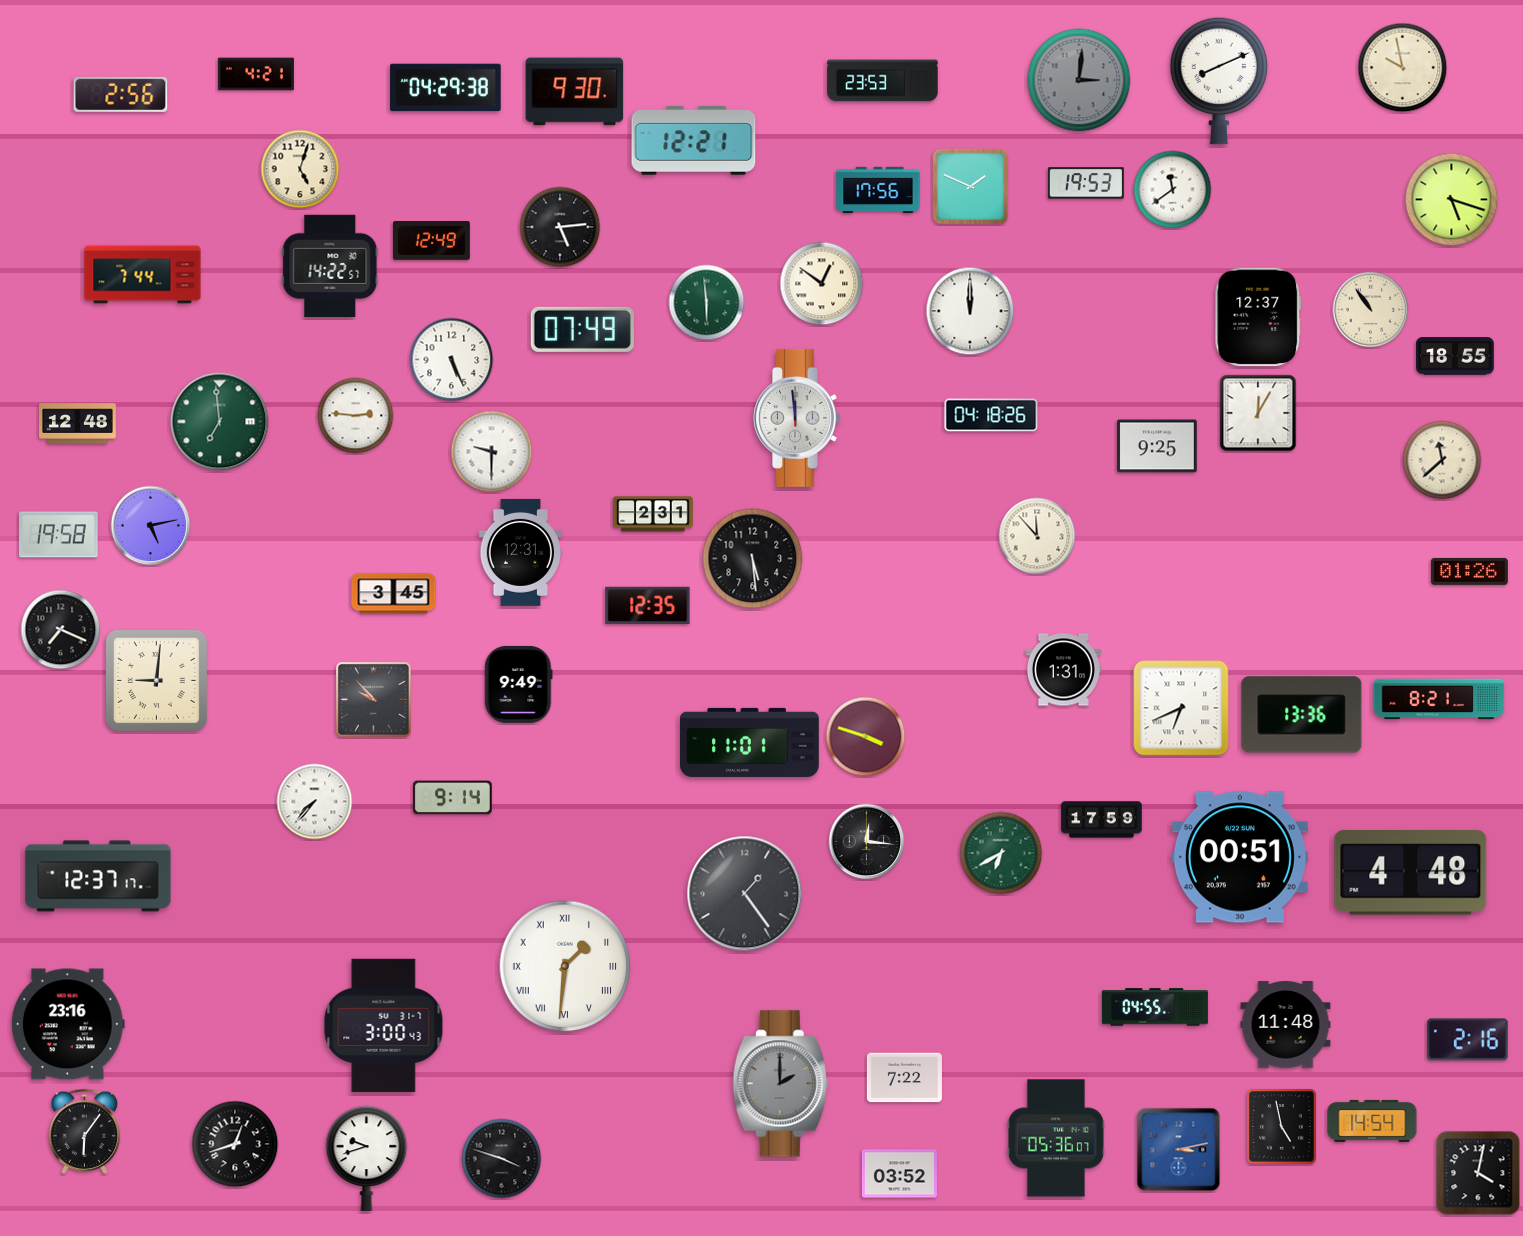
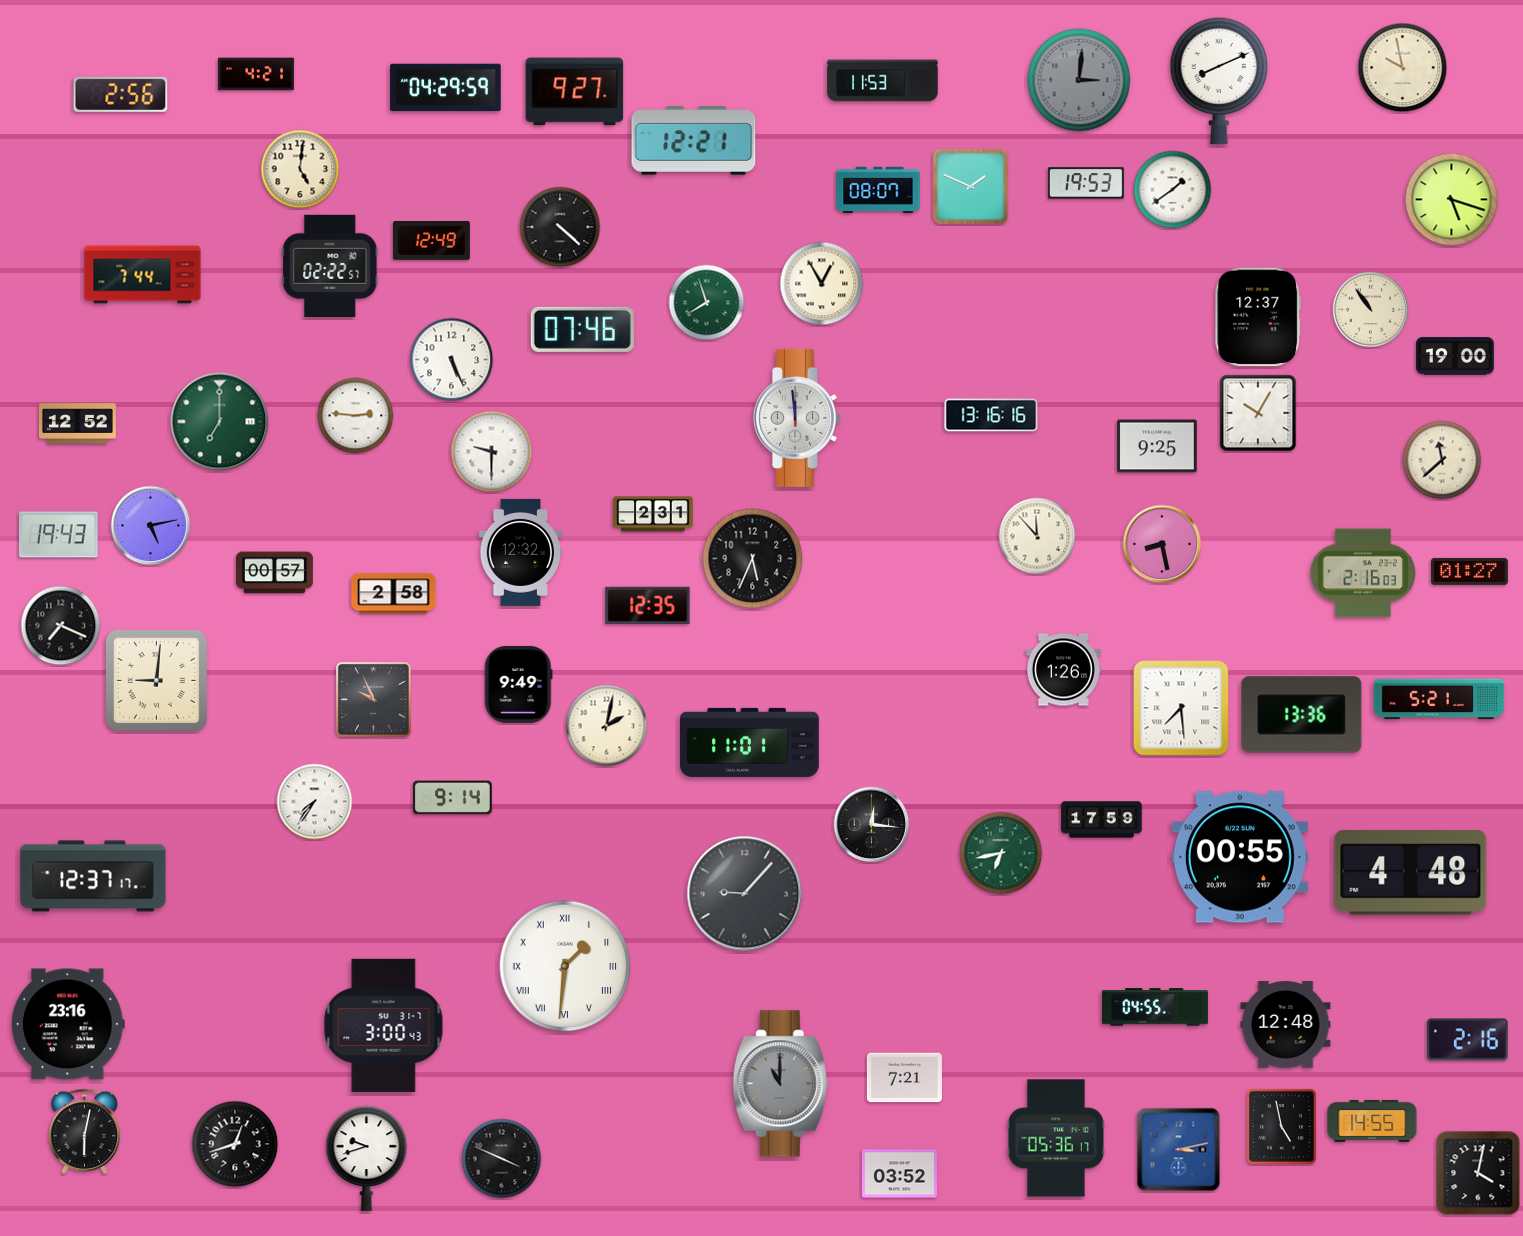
clock at (883, 81): 23:53 -> 11:53
clock at (446, 88): 04:29:38 -> 04:29:59
clock at (575, 92): 9:30 -> 9:27
clock at (300, 169): 5:03 -> 5:01
clock at (878, 189): 17:56 -> 08:07
clock at (1173, 190): 11:39 -> 1:39
clock at (560, 227): 5:14 -> 4:22
clock at (330, 265): 14:22 -> 02:22
clock at (822, 284): 12:51 -> 12:55
clock at (707, 303): 5:59 -> 7:57
clock at (970, 311): 12:00 -> none
clock at (582, 329): 07:49 -> 07:46
clock at (1456, 356): 18:55 -> 19:00
clock at (1258, 413): 12:05 -> 10:05
clock at (991, 415): 04:18 -> 13:16
clock at (220, 422): 6:59 -> 7:00
clock at (78, 424): 12:48 -> 12:52
clock at (59, 535): 19:58 -> 19:43
clock at (1162, 544): none -> 8:28
clock at (521, 552): 12:31 -> 12:32
clock at (753, 559): 5:29 -> 5:34
clock at (1469, 571): 01:26 -> 01:27
clock at (274, 573): none -> 00:57
clock at (1363, 573): none -> 2:16
clock at (394, 594): 3:45 -> 2:58
clock at (61, 630) position: (61, 630) -> (61, 626)
clock at (1063, 670): 1:31 -> 1:26
clock at (1439, 699): 8:21 -> 5:21
clock at (374, 700): 9:53 -> 9:56
clock at (1181, 708): 6:41 -> 7:29
clock at (607, 726): none -> 2:02
clock at (866, 737): 3:48 -> none
clock at (315, 802): 7:37 -> 7:36
clock at (867, 842) position: (867, 842) -> (872, 825)
clock at (1001, 853): 6:40 -> 6:43
clock at (1240, 857): 00:51 -> 00:55
clock at (98, 876) position: (98, 876) -> (93, 876)
clock at (745, 894): 1:24 -> 9:07
clock at (1286, 1025): 11:48 -> 12:48
clock at (904, 1078): 7:22 -> 7:21
clock at (780, 1084): 2:00 -> 11:00
clock at (1372, 1121): 14:54 -> 14:55
clock at (85, 1131): 6:06 -> 6:02
clock at (1056, 1138): 05:36:07 -> 05:36:17
clock at (502, 1159): 3:48 -> 3:49
